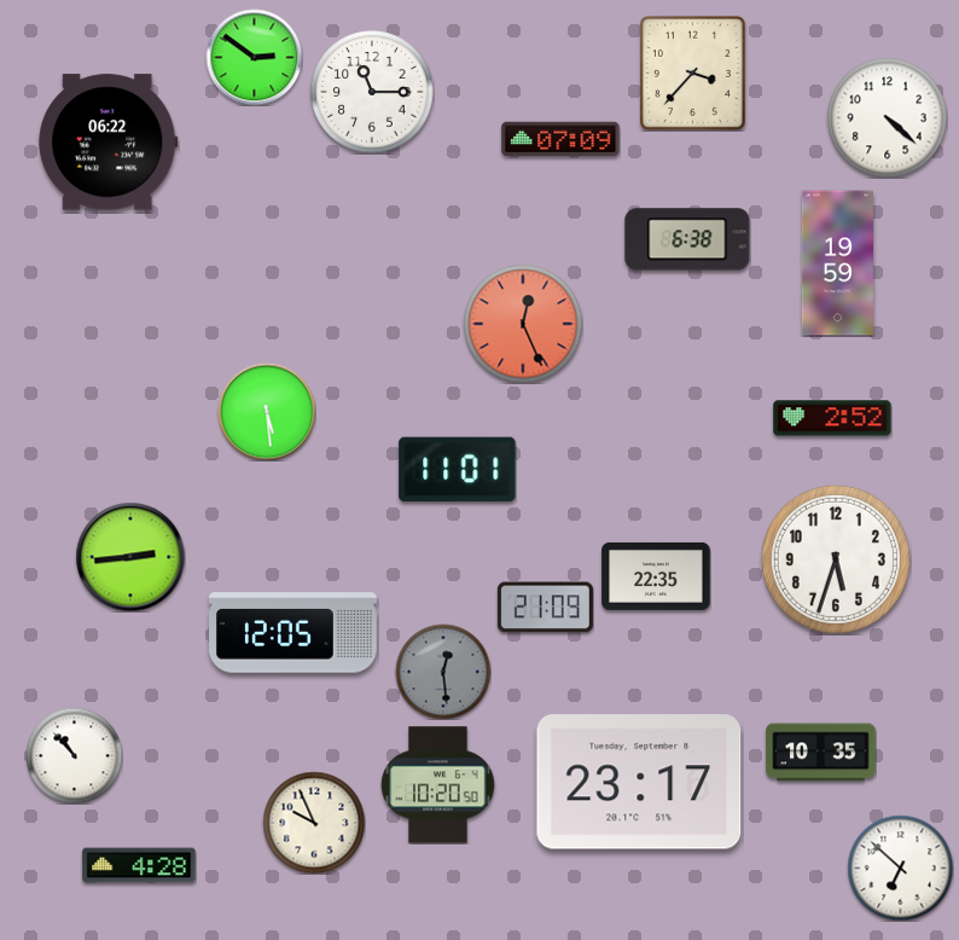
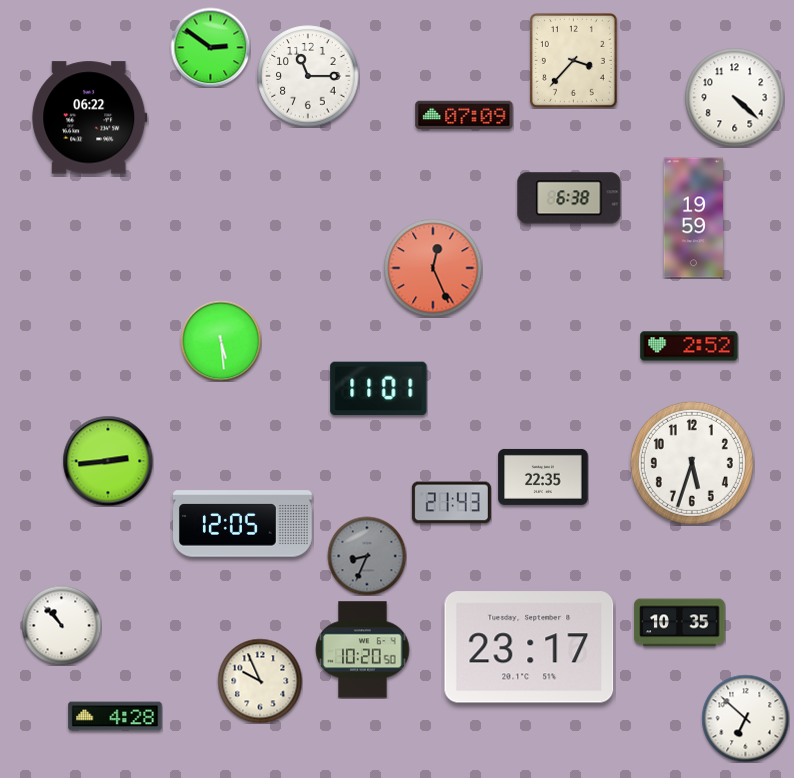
clock at (545, 608): 21:09 -> 21:43
clock at (443, 672): 12:29 -> 8:34
